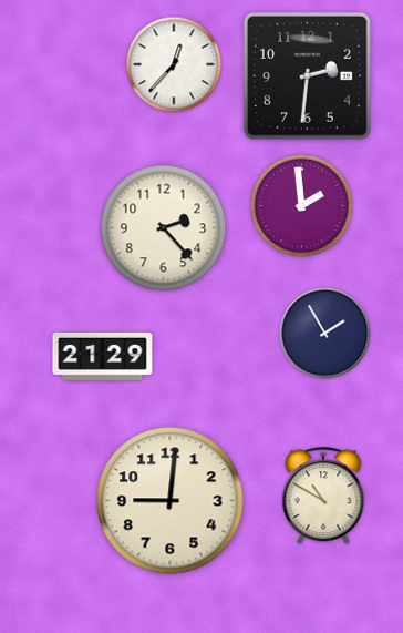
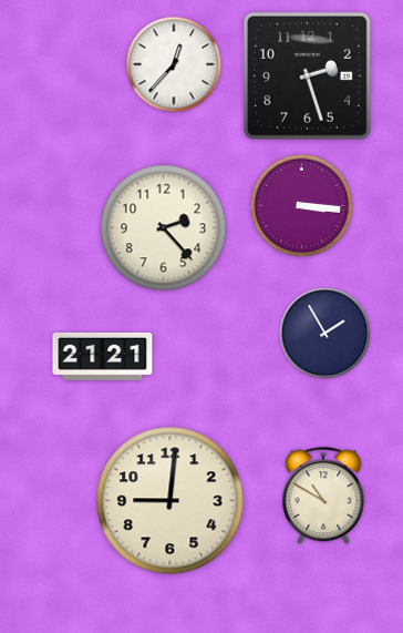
clock at (307, 75): 2:31 -> 2:27
clock at (302, 206): 1:59 -> 3:16
clock at (103, 356): 21:29 -> 21:21
